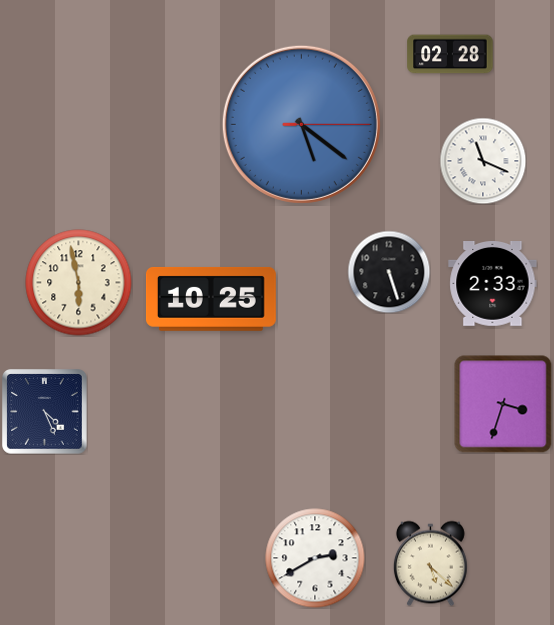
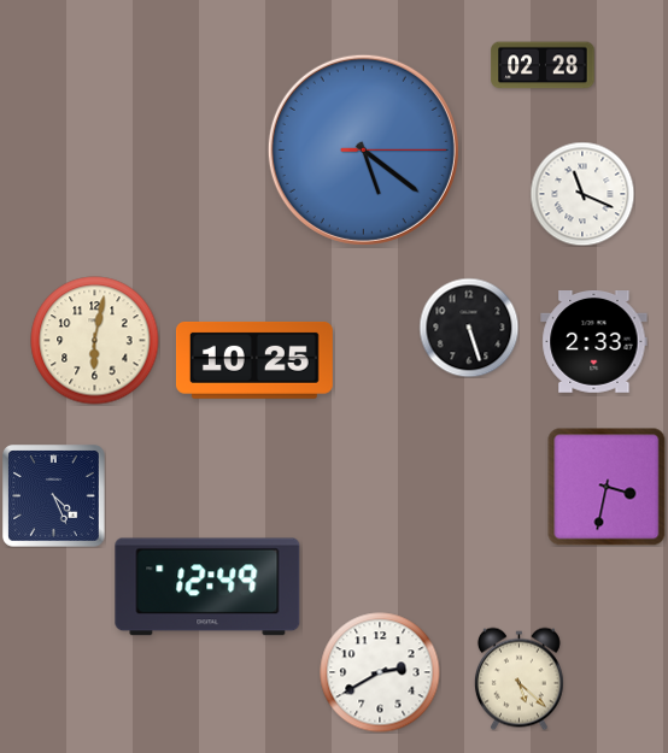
clock at (79, 283): 5:58 -> 6:02
clock at (503, 404): 3:33 -> 3:32
clock at (207, 587): none -> 12:49
